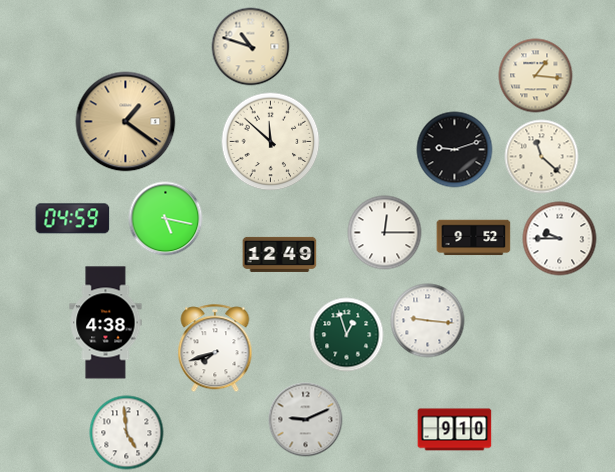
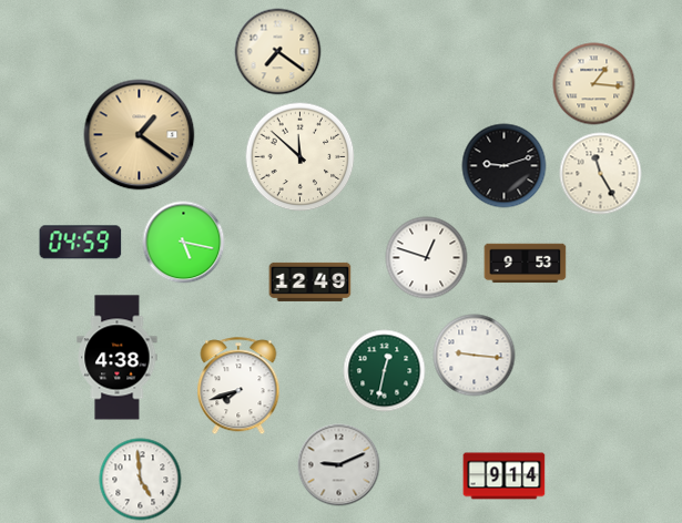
clock at (251, 47): 10:48 -> 7:21
clock at (542, 157): 11:22 -> 11:25
clock at (385, 233): 12:15 -> 12:48
clock at (474, 238): 9:52 -> 9:53
clock at (560, 239): 9:45 -> none
clock at (347, 335): 12:57 -> 12:32
clock at (455, 430): 9:10 -> 9:14
